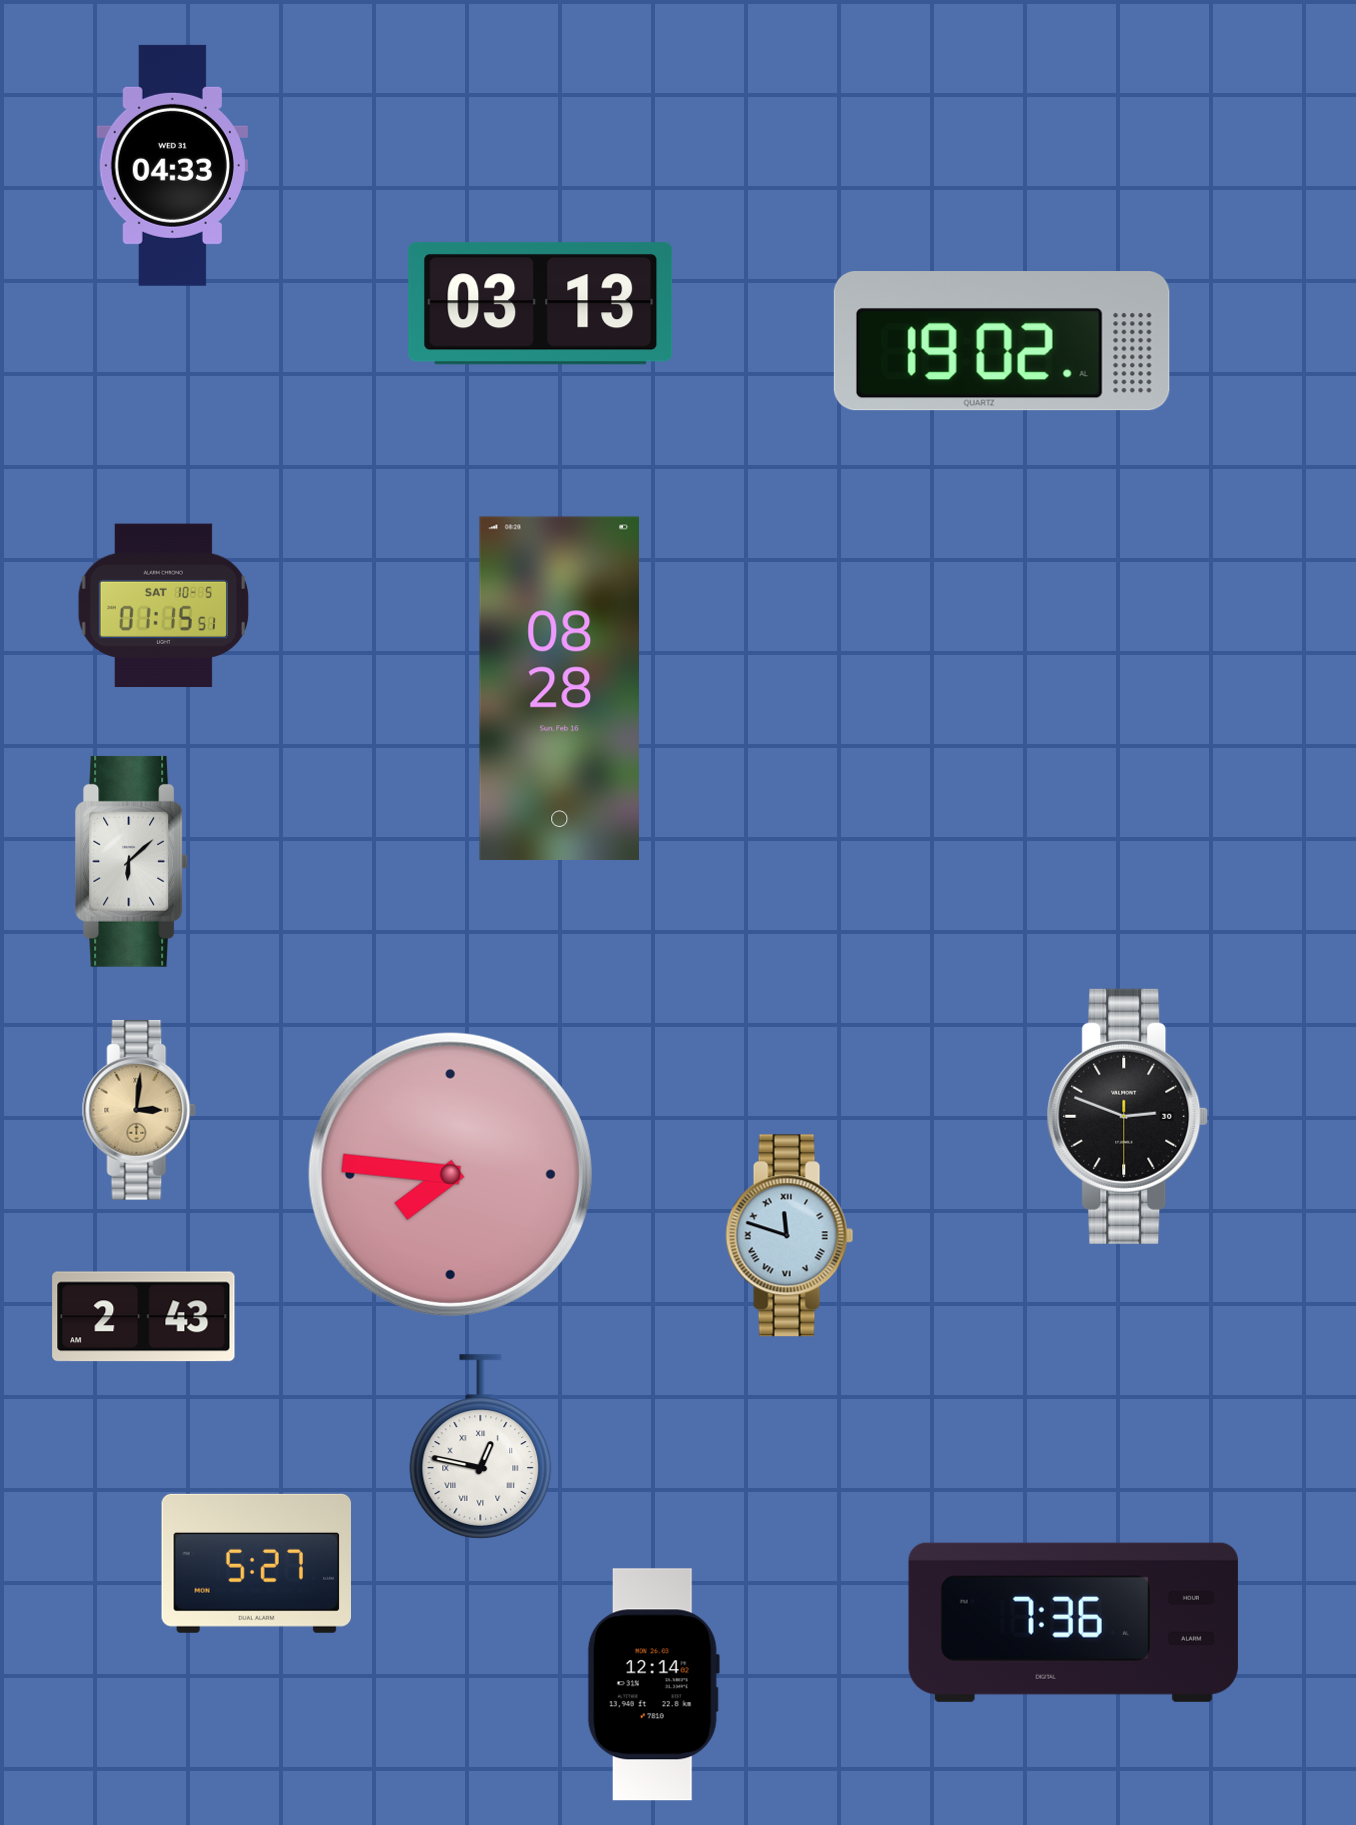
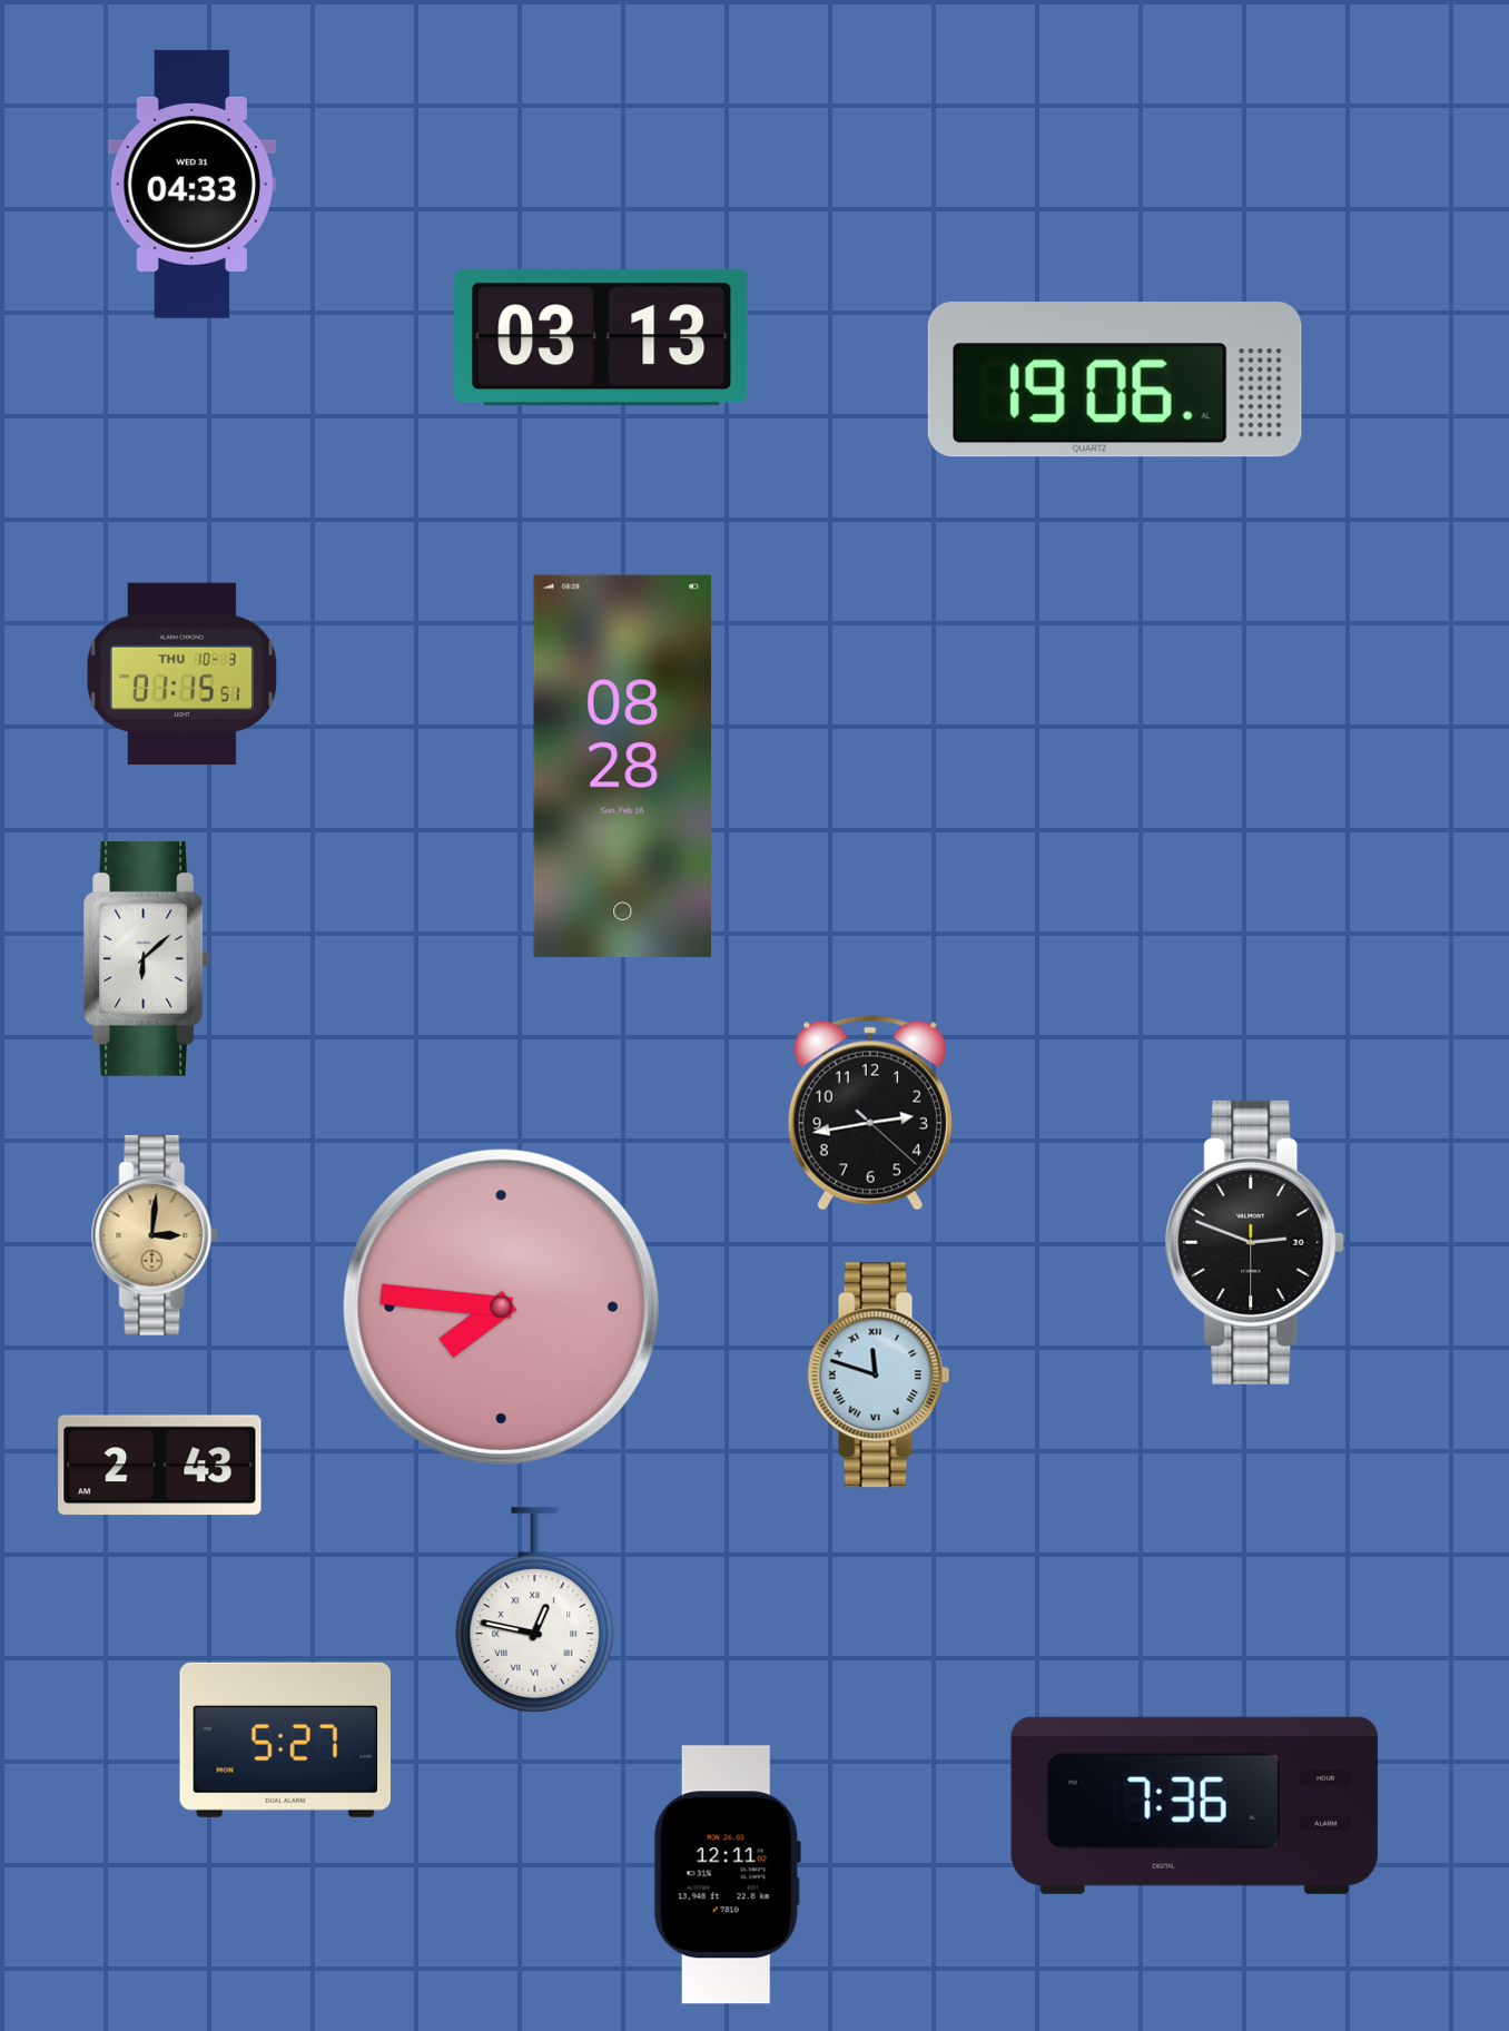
clock at (1002, 341): 19:02 -> 19:06
clock at (164, 606) date: SAT 10-5 -> THU 10-3
clock at (870, 1113): none -> 2:43
clock at (653, 1685): 12:14 -> 12:11
